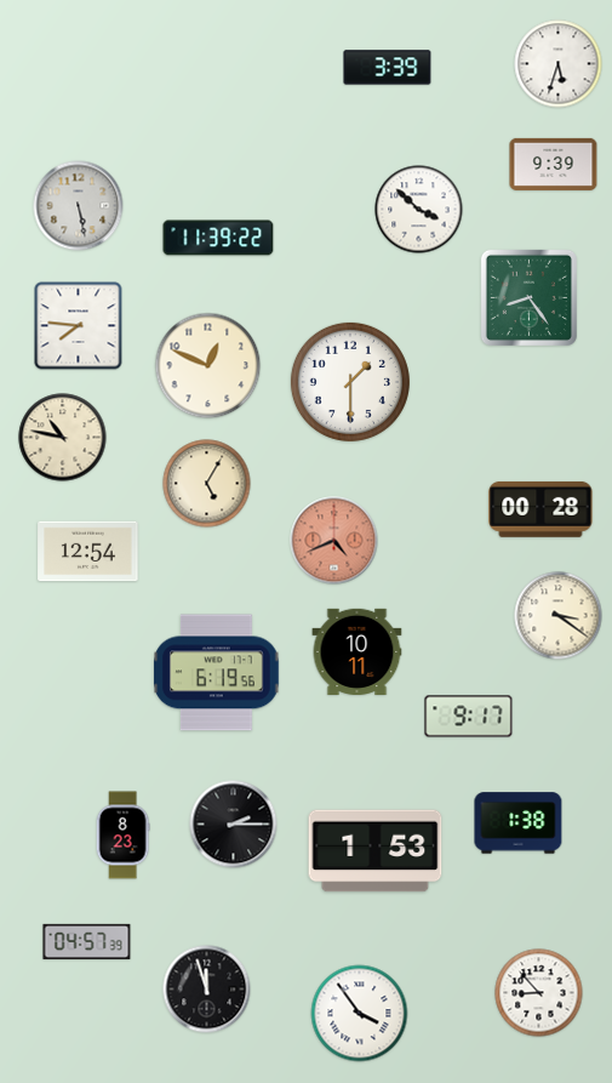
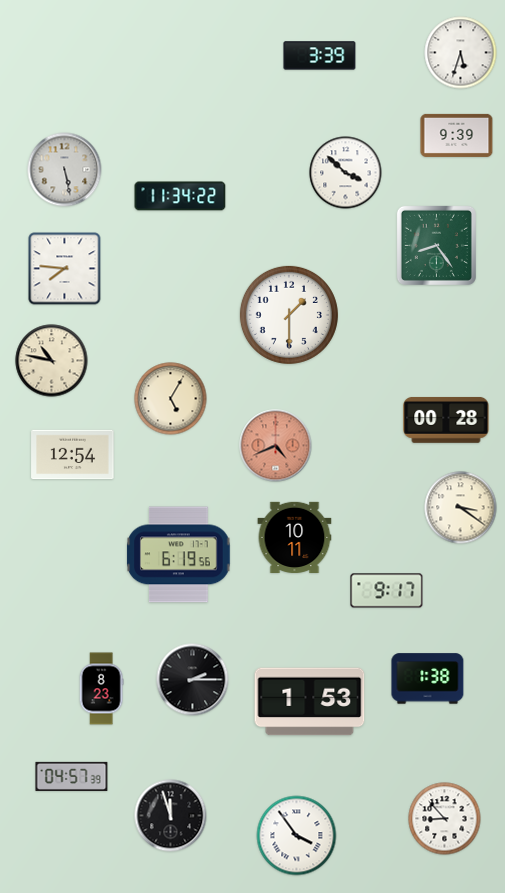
clock at (218, 238): 11:39 -> 11:34
clock at (208, 366): 12:49 -> none
